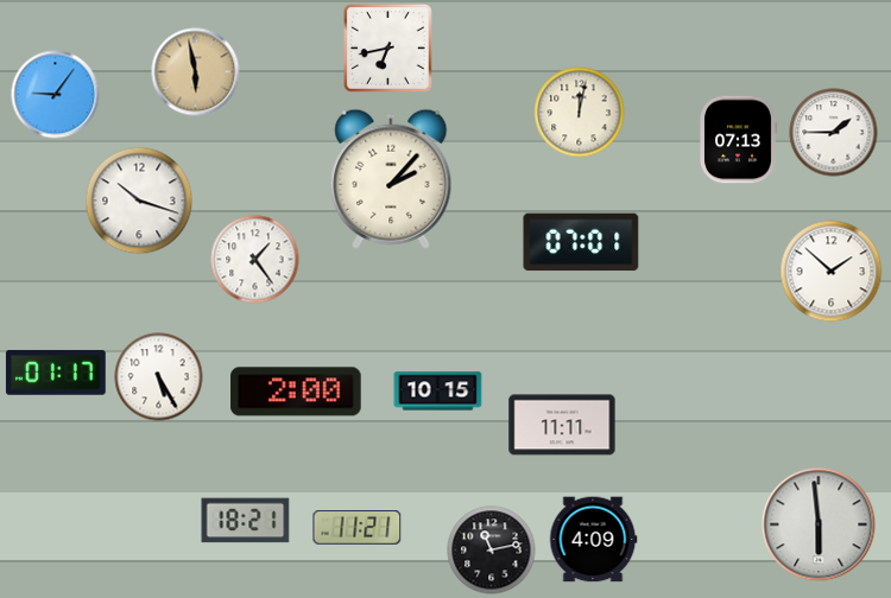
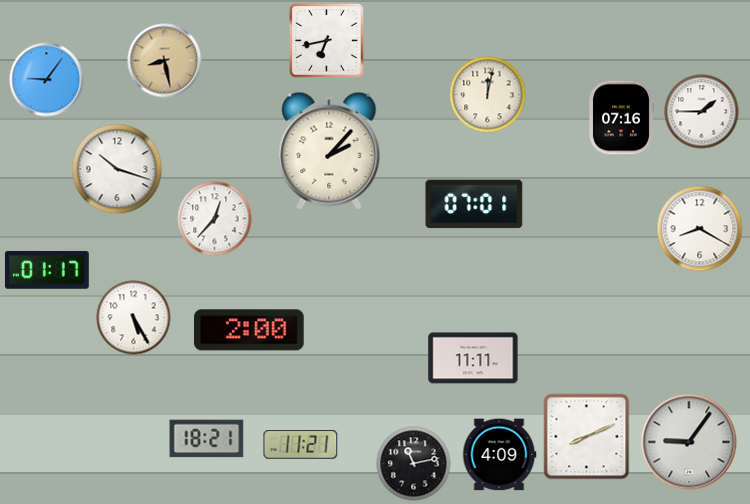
clock at (196, 72): 5:58 -> 8:28
clock at (738, 140): 07:13 -> 07:16
clock at (581, 242) position: (581, 242) -> (474, 204)
clock at (255, 260): 1:24 -> 12:37
clock at (832, 272): 1:52 -> 8:20
clock at (56, 373) position: (56, 373) -> (47, 270)
clock at (438, 392): 10:15 -> none
clock at (587, 437): none -> 8:11
clock at (819, 524): 5:59 -> 9:06
